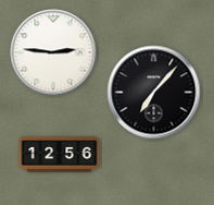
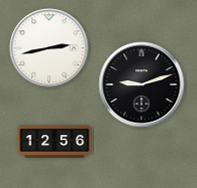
clock at (53, 52): 2:46 -> 2:43
clock at (154, 93): 7:07 -> 9:12
